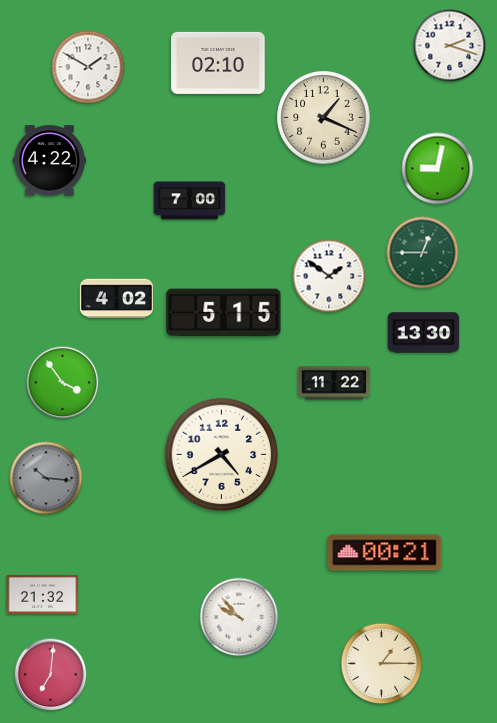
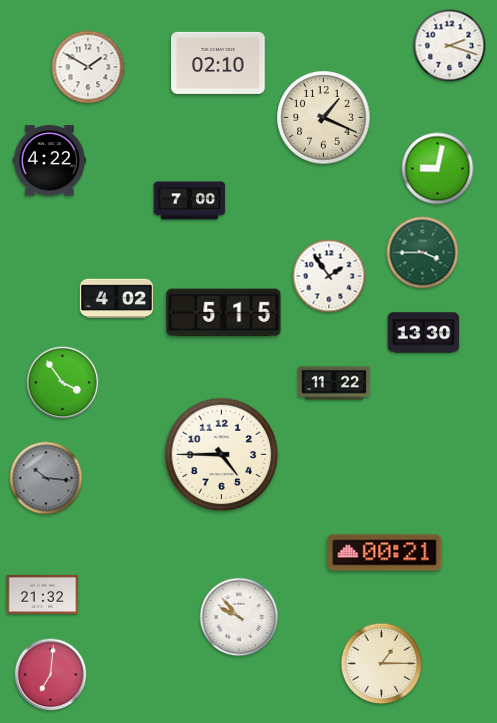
clock at (423, 253): 12:45 -> 3:45
clock at (329, 276): 1:51 -> 1:54
clock at (222, 455): 4:40 -> 4:45
